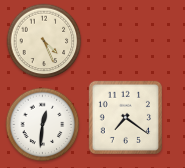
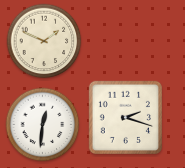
clock at (44, 41): 4:26 -> 1:49
clock at (125, 117): 7:21 -> 2:18
